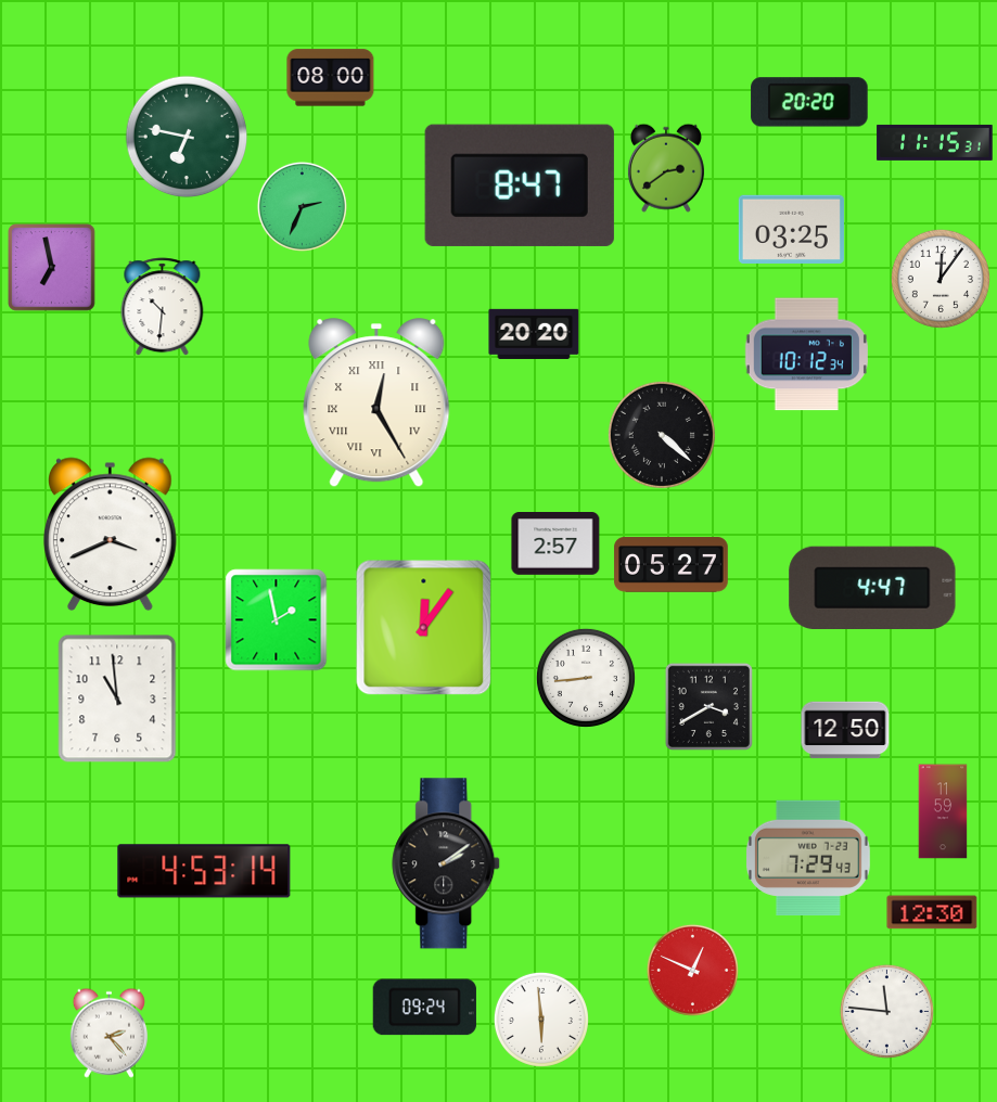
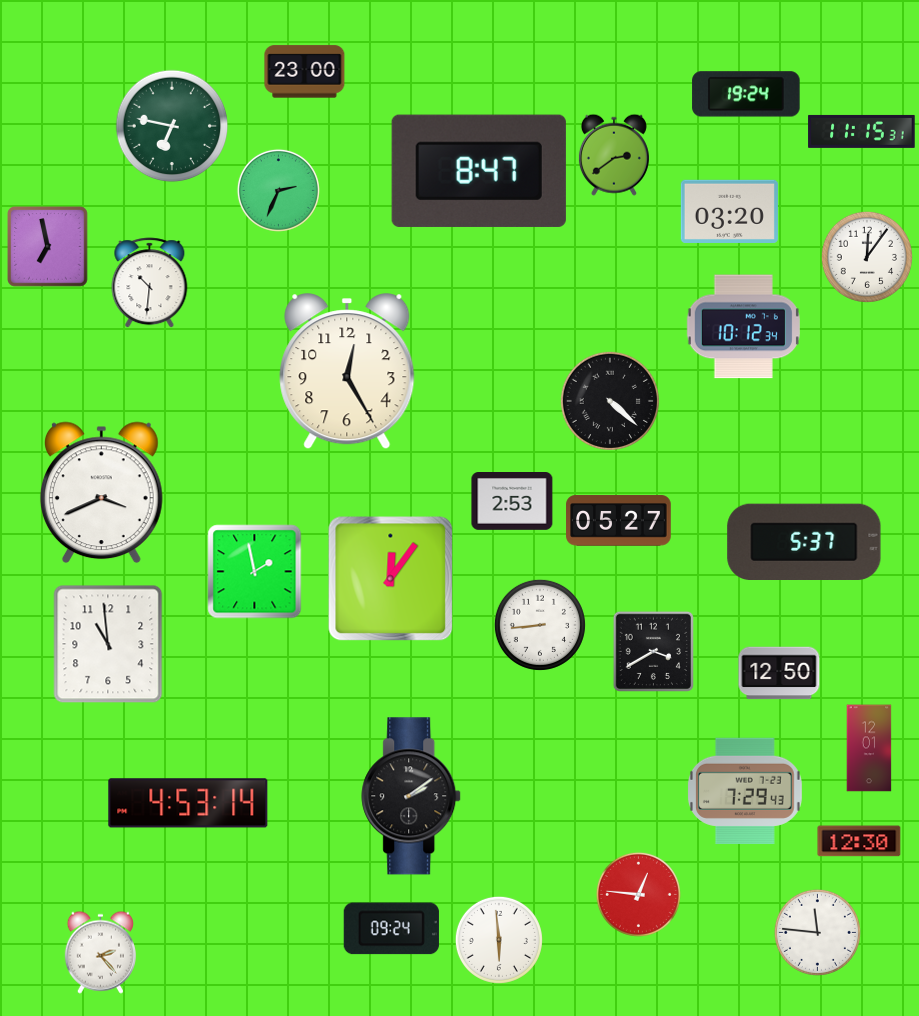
clock at (331, 78): 08:00 -> 23:00
clock at (809, 102): 20:20 -> 19:24
clock at (791, 229): 03:25 -> 03:20
clock at (534, 334): 20:20 -> none
clock at (376, 403) numerals: Roman -> Arabic
clock at (555, 544): 2:57 -> 2:53
clock at (872, 587): 4:47 -> 5:37
clock at (943, 811): 11:59 -> 12:01
clock at (692, 970): 12:49 -> 12:46
